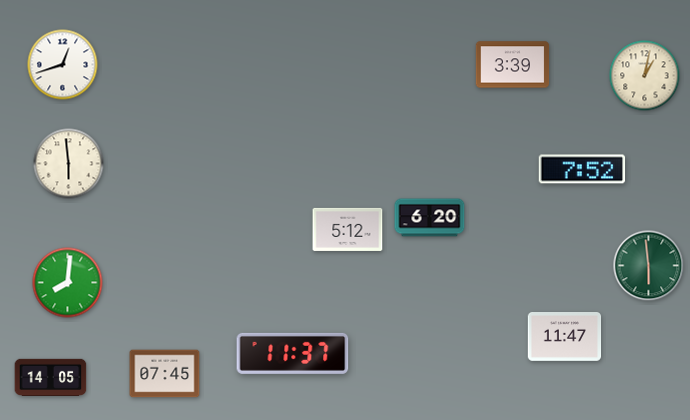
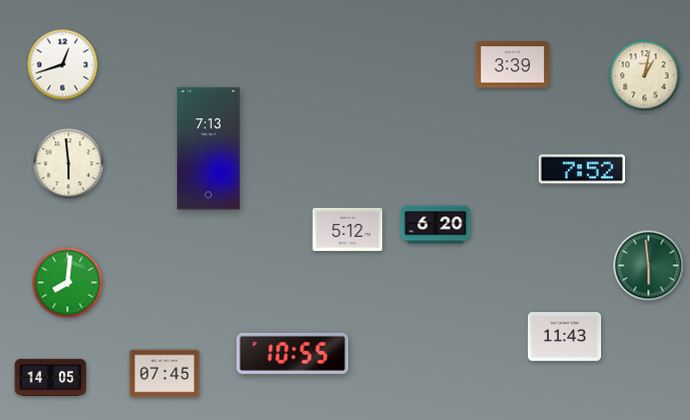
clock at (209, 149): none -> 7:13
clock at (430, 218) position: (430, 218) -> (436, 225)
clock at (565, 337): 11:47 -> 11:43
clock at (293, 353): 11:37 -> 10:55
